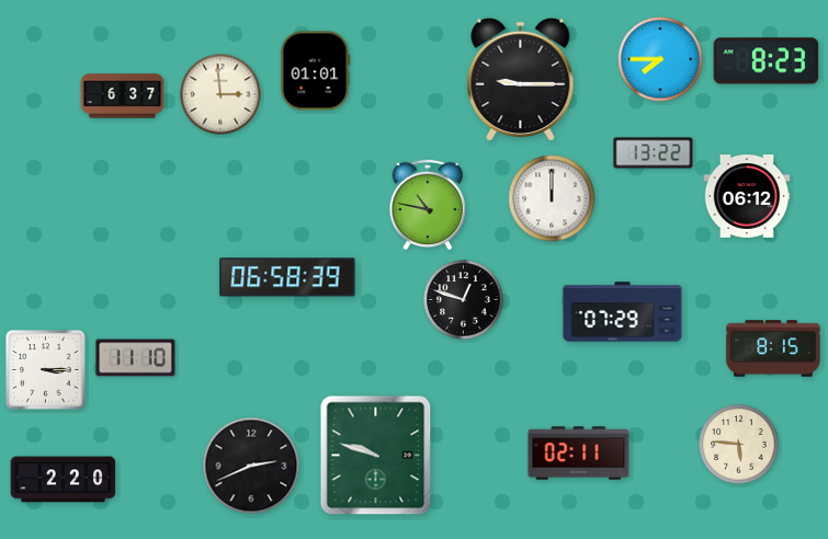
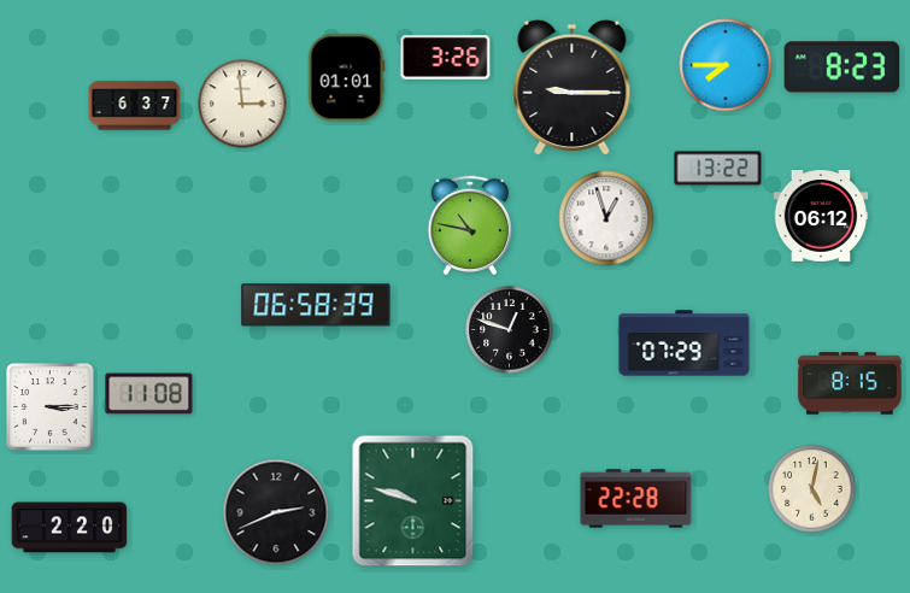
clock at (446, 58): none -> 3:26
clock at (552, 198): 12:00 -> 12:57
clock at (136, 358): 11:10 -> 11:08
clock at (739, 445): 5:46 -> 5:02
clock at (579, 454): 02:11 -> 22:28
